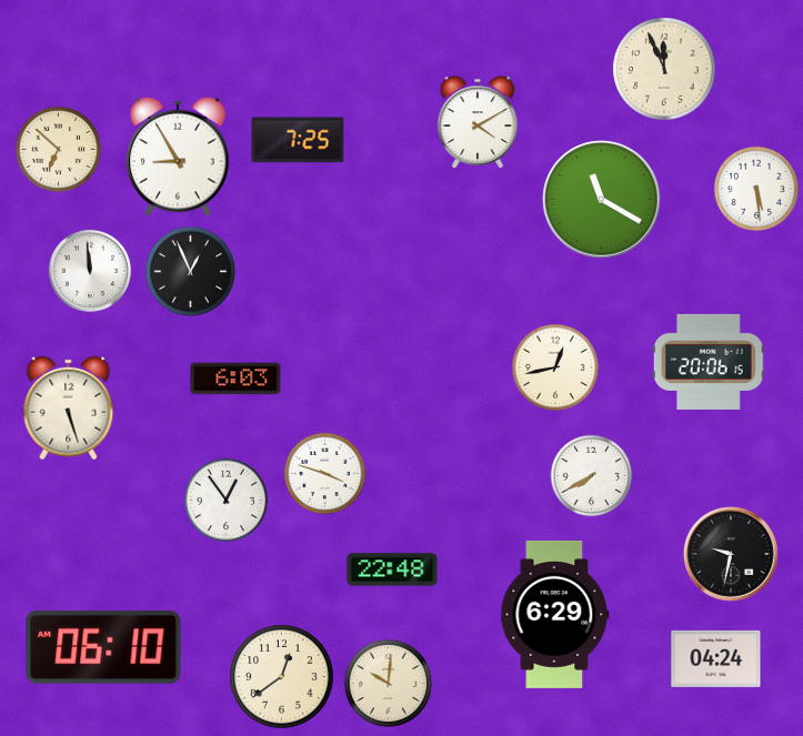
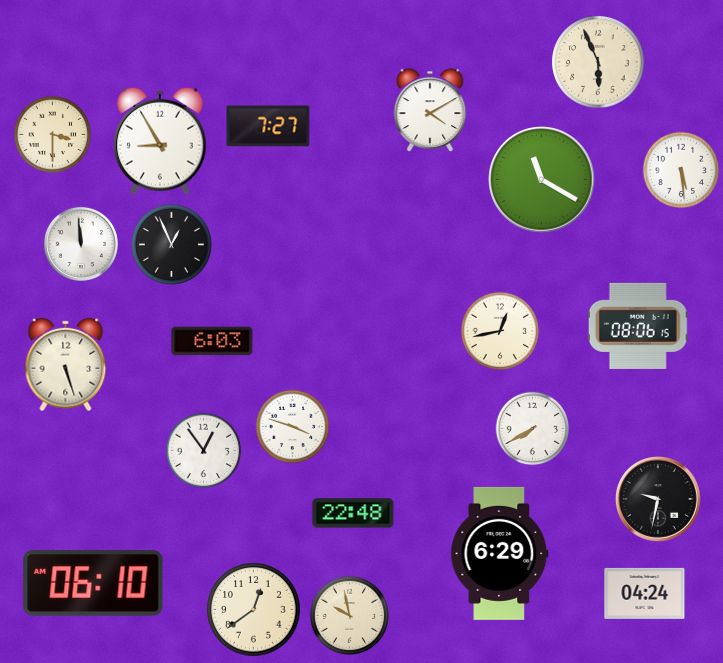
clock at (664, 69): 11:56 -> 5:56
clock at (298, 140): 7:25 -> 7:27
clock at (59, 150): 6:52 -> 3:30
clock at (709, 362): 20:06 -> 08:06
clock at (69, 409) position: (69, 409) -> (66, 365)
clock at (388, 683): 10:01 -> 9:58
